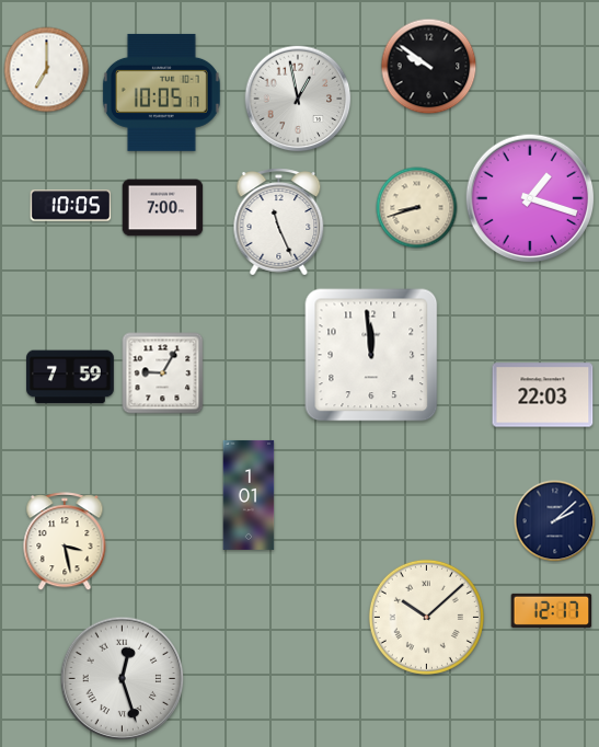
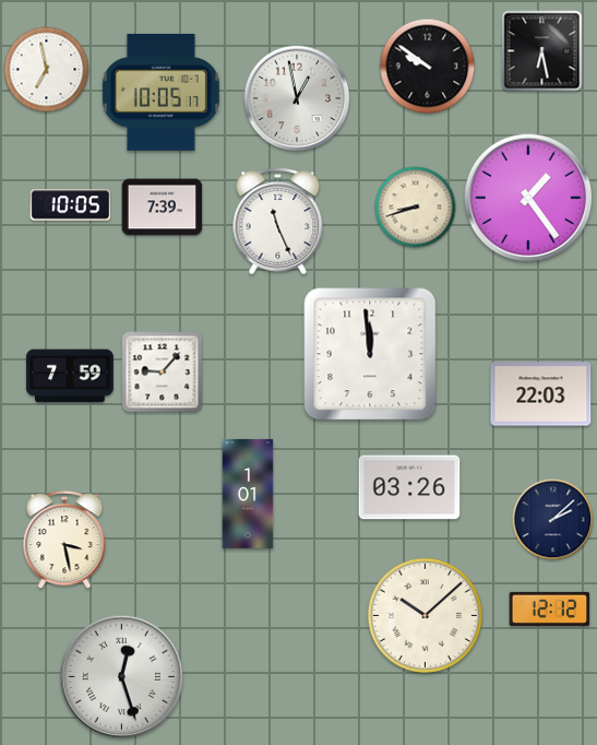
clock at (542, 51): none -> 6:28
clock at (47, 70): 7:00 -> 6:58
clock at (530, 198): 1:18 -> 1:24
clock at (163, 208): 7:00 -> 7:39
clock at (163, 373): 9:05 -> 9:07
clock at (409, 487): none -> 03:26
clock at (552, 610): 12:17 -> 12:12
